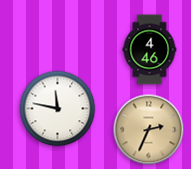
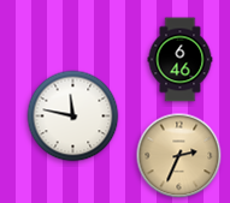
clock at (150, 50): 4:46 -> 6:46
clock at (58, 109) position: (58, 109) -> (73, 117)
